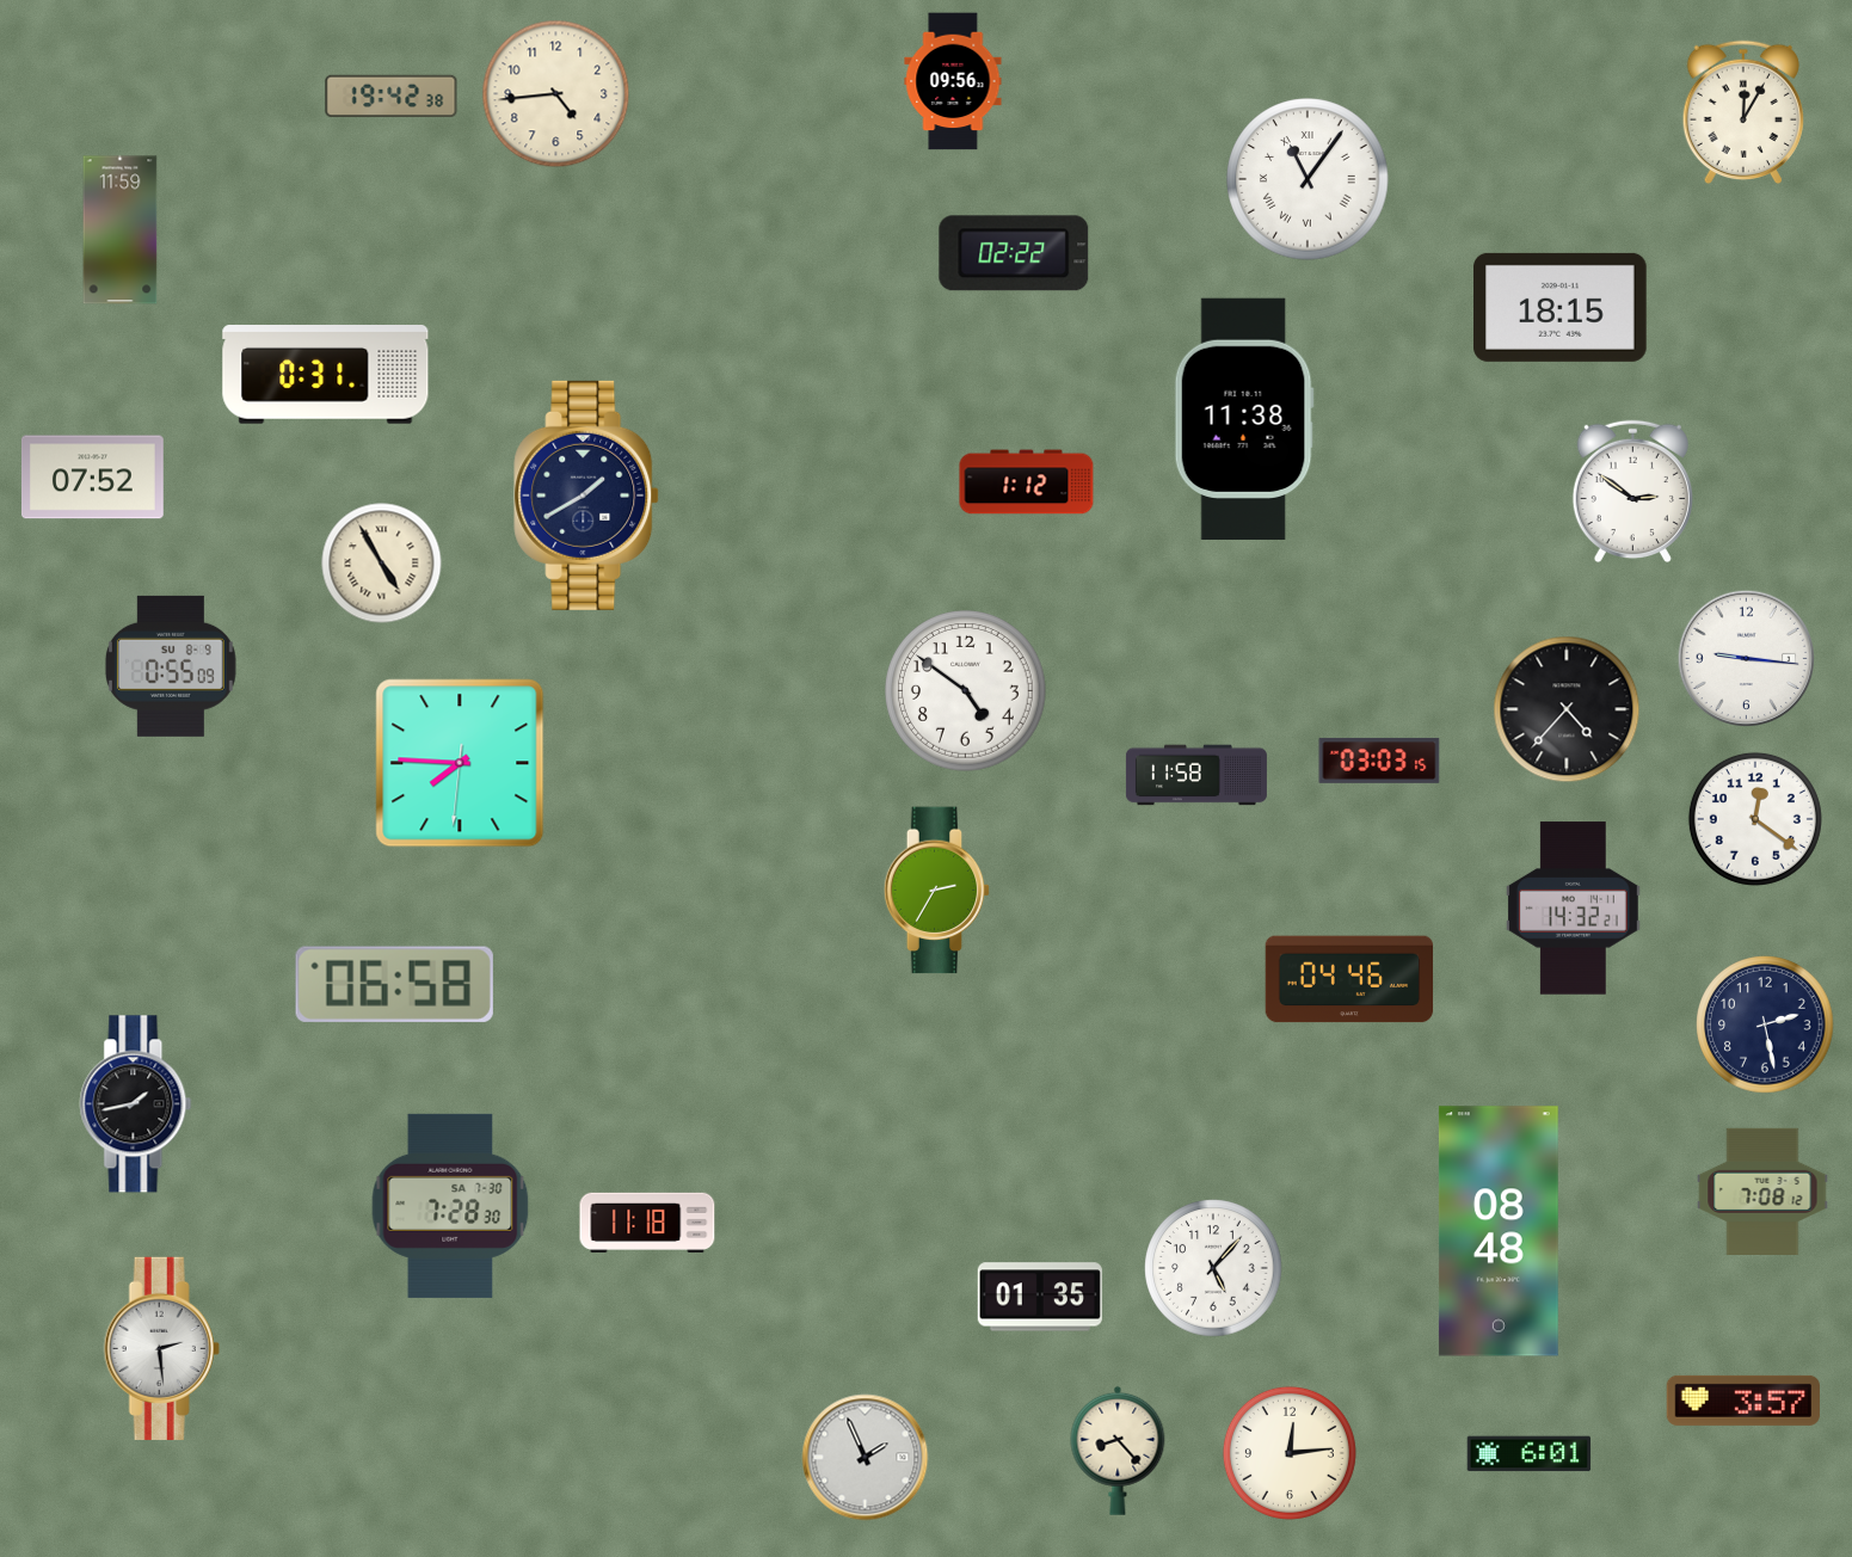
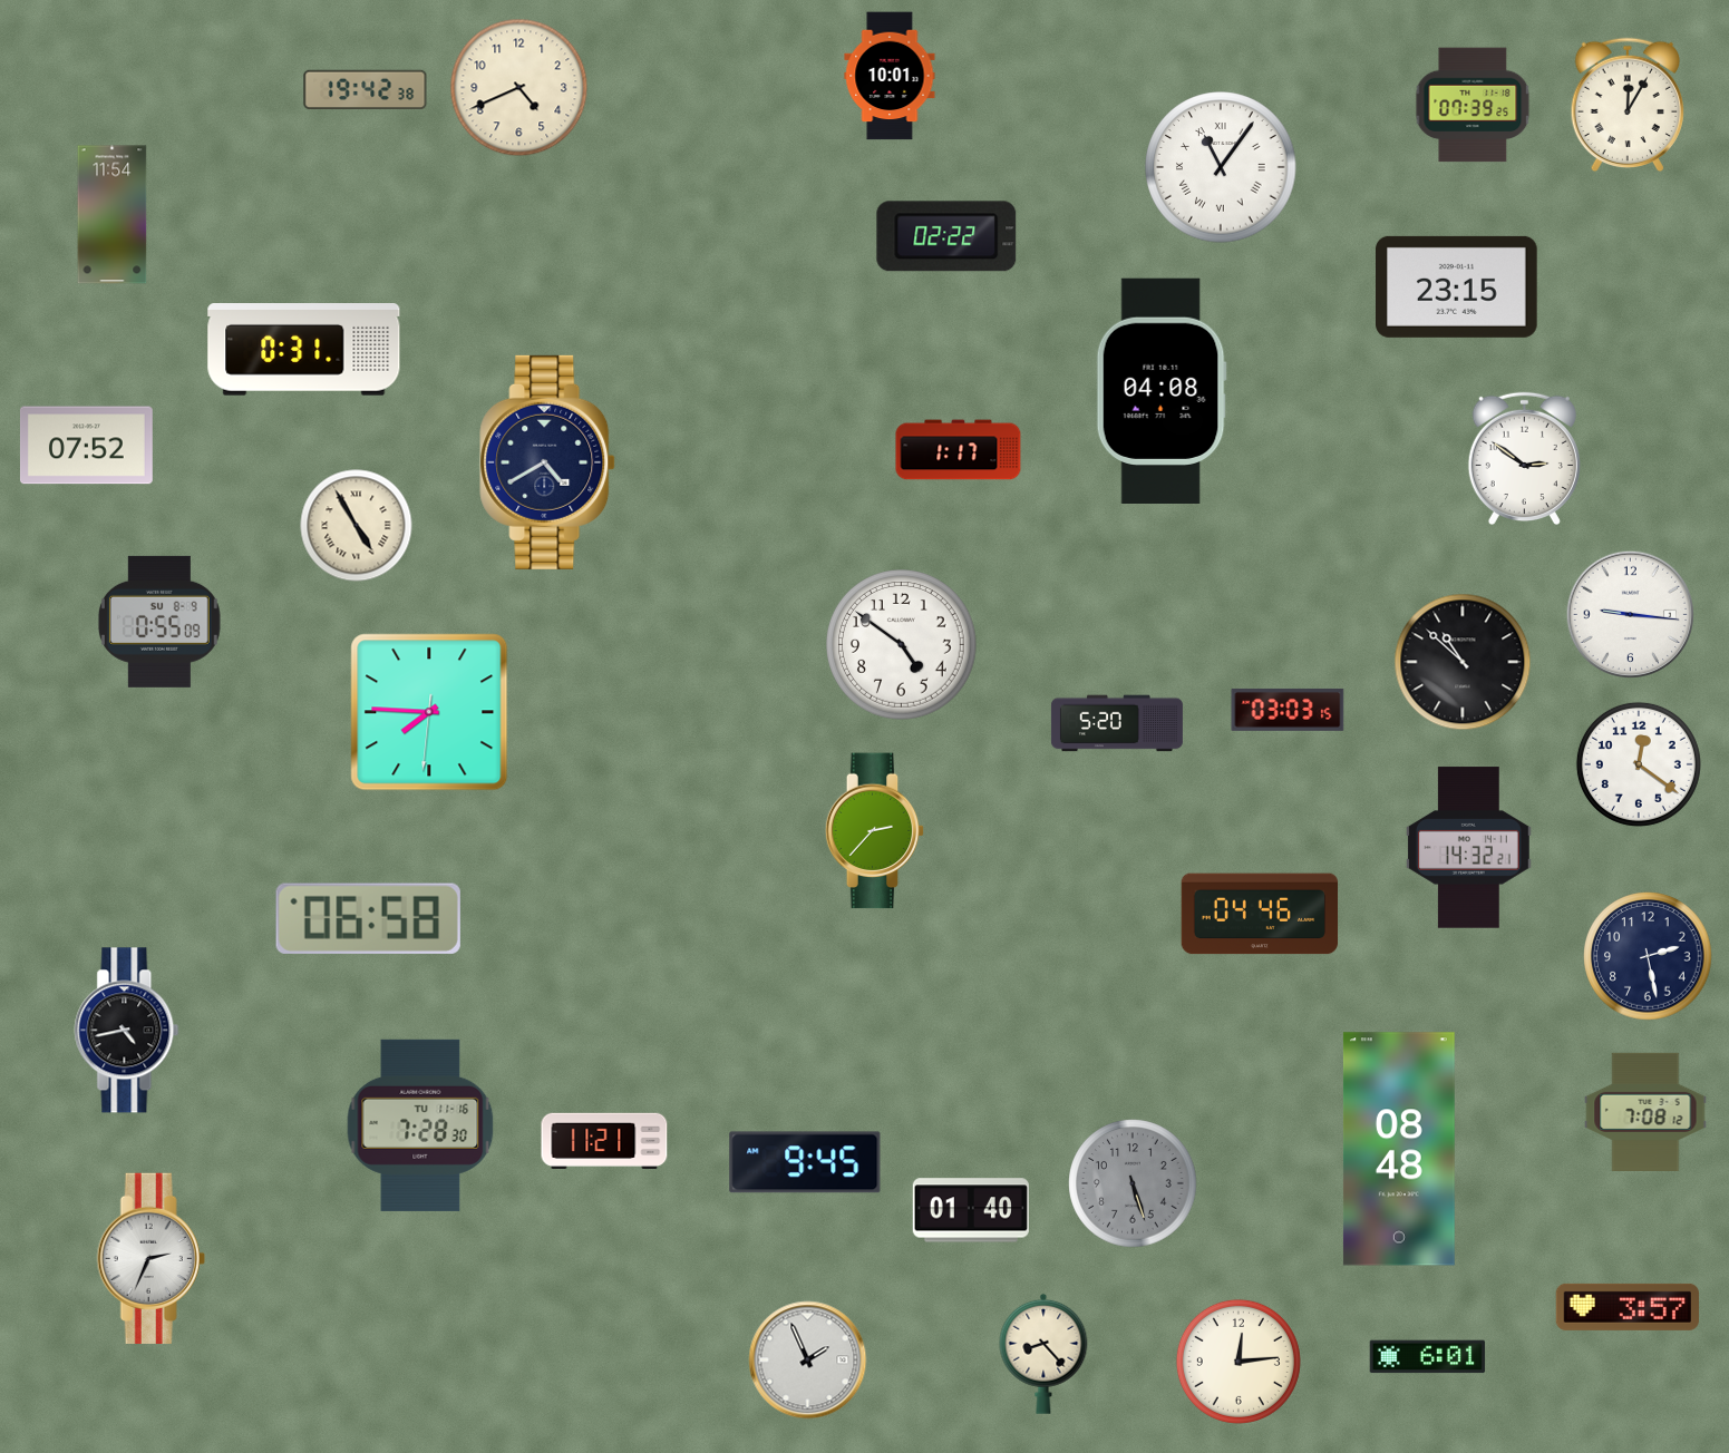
clock at (953, 81): 09:56 -> 10:01
clock at (556, 94): 4:44 -> 4:41
clock at (1473, 105): none -> 07:39
clock at (121, 230): 11:59 -> 11:54
clock at (1561, 307): 18:15 -> 23:15
clock at (1244, 418): 11:38 -> 04:08
clock at (1027, 482): 1:12 -> 1:17
clock at (586, 496): 1:40 -> 4:40
clock at (1567, 709): 4:37 -> 10:52
clock at (1196, 775): 11:58 -> 5:20
clock at (937, 891): 2:35 -> 2:37
clock at (136, 1104): 1:43 -> 4:43
clock at (450, 1206) date: SA 7-30 -> TU 11-16
clock at (647, 1223): 11:18 -> 11:21
clock at (805, 1162): none -> 9:45
clock at (1213, 1268): 5:07 -> 5:27
clock at (1213, 1268) dial: white -> grey
clock at (1040, 1297): 01:35 -> 01:40
clock at (161, 1348): 2:29 -> 2:34
clock at (1290, 1453) position: (1290, 1453) -> (1239, 1362)
